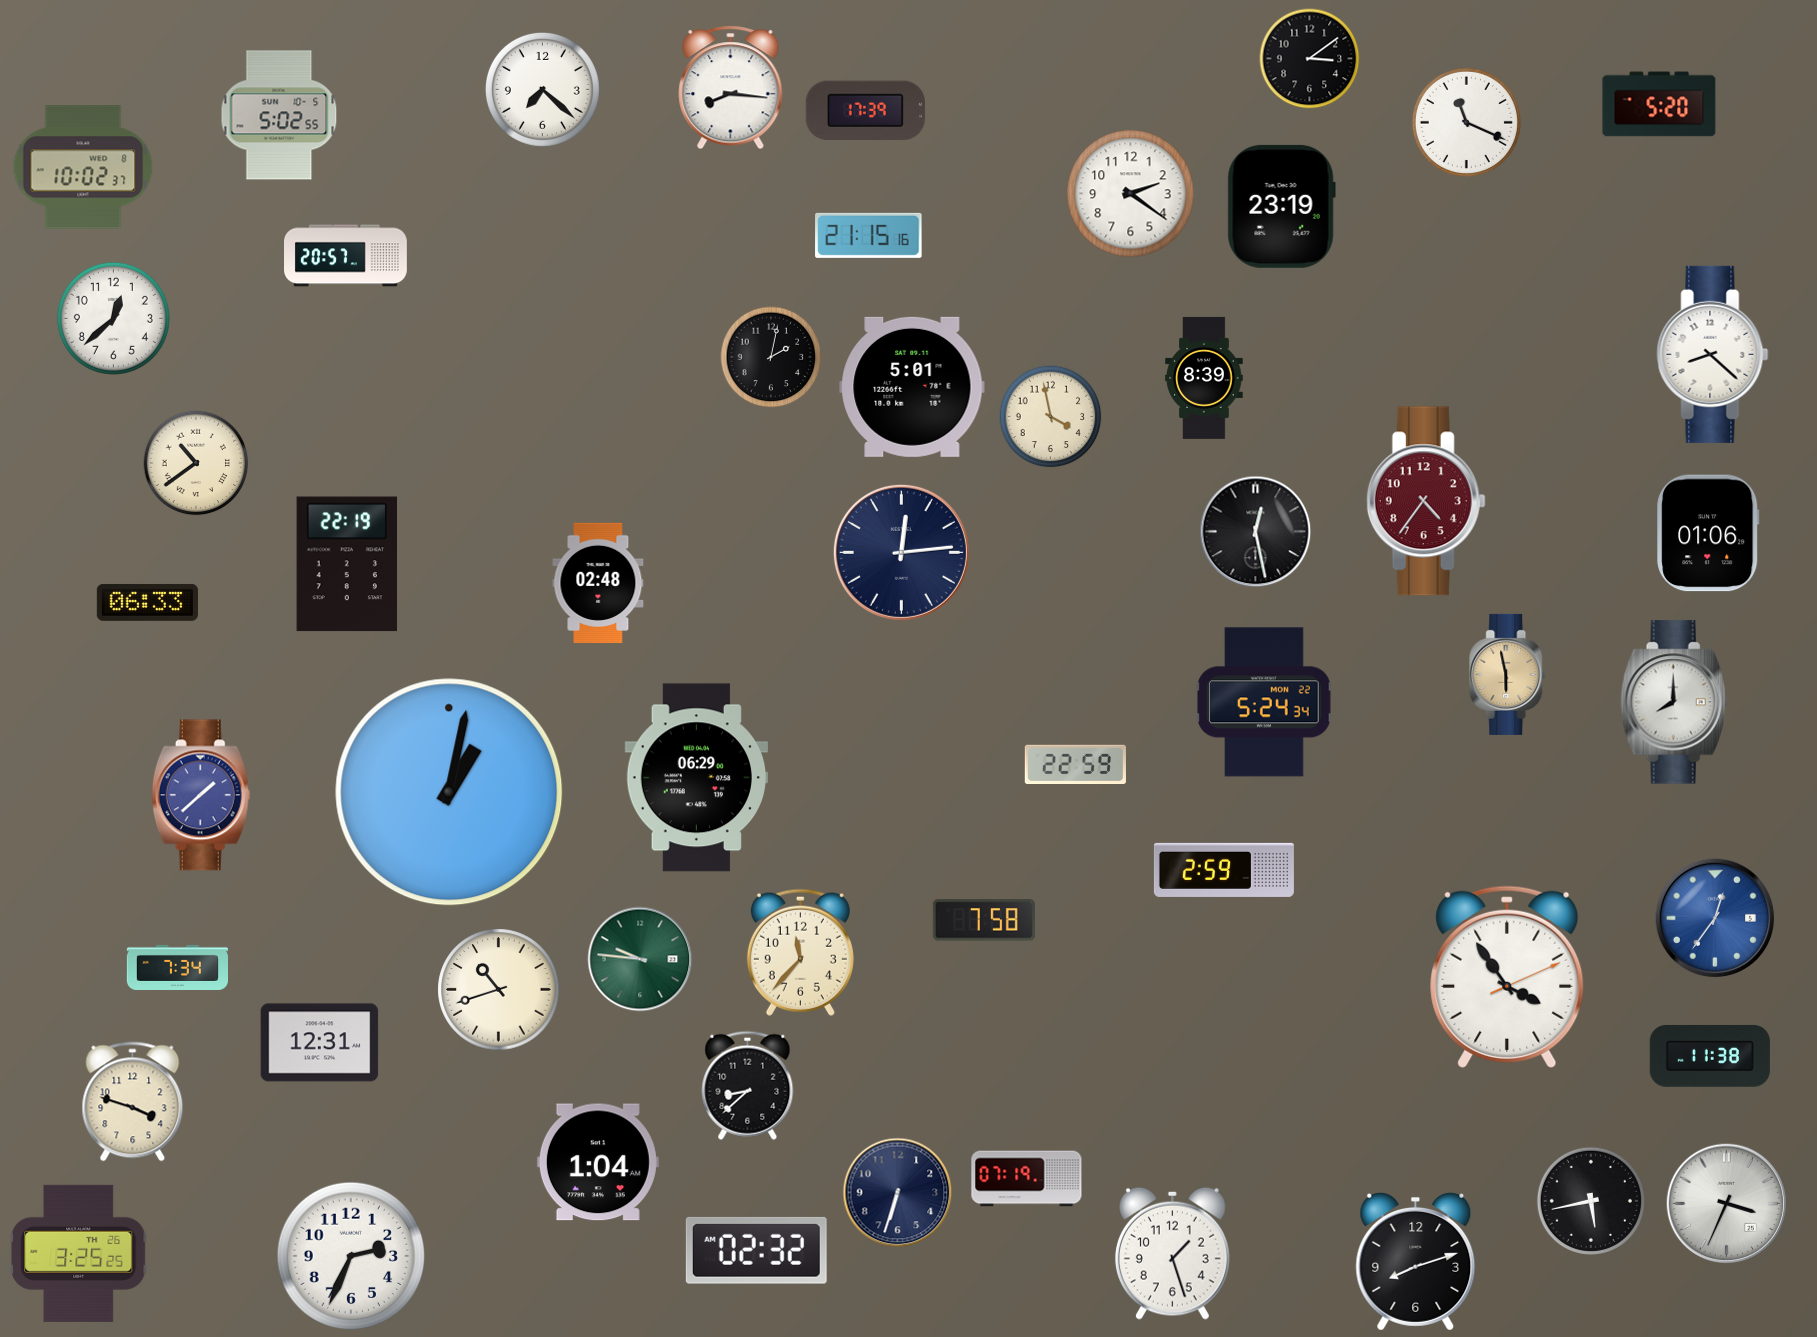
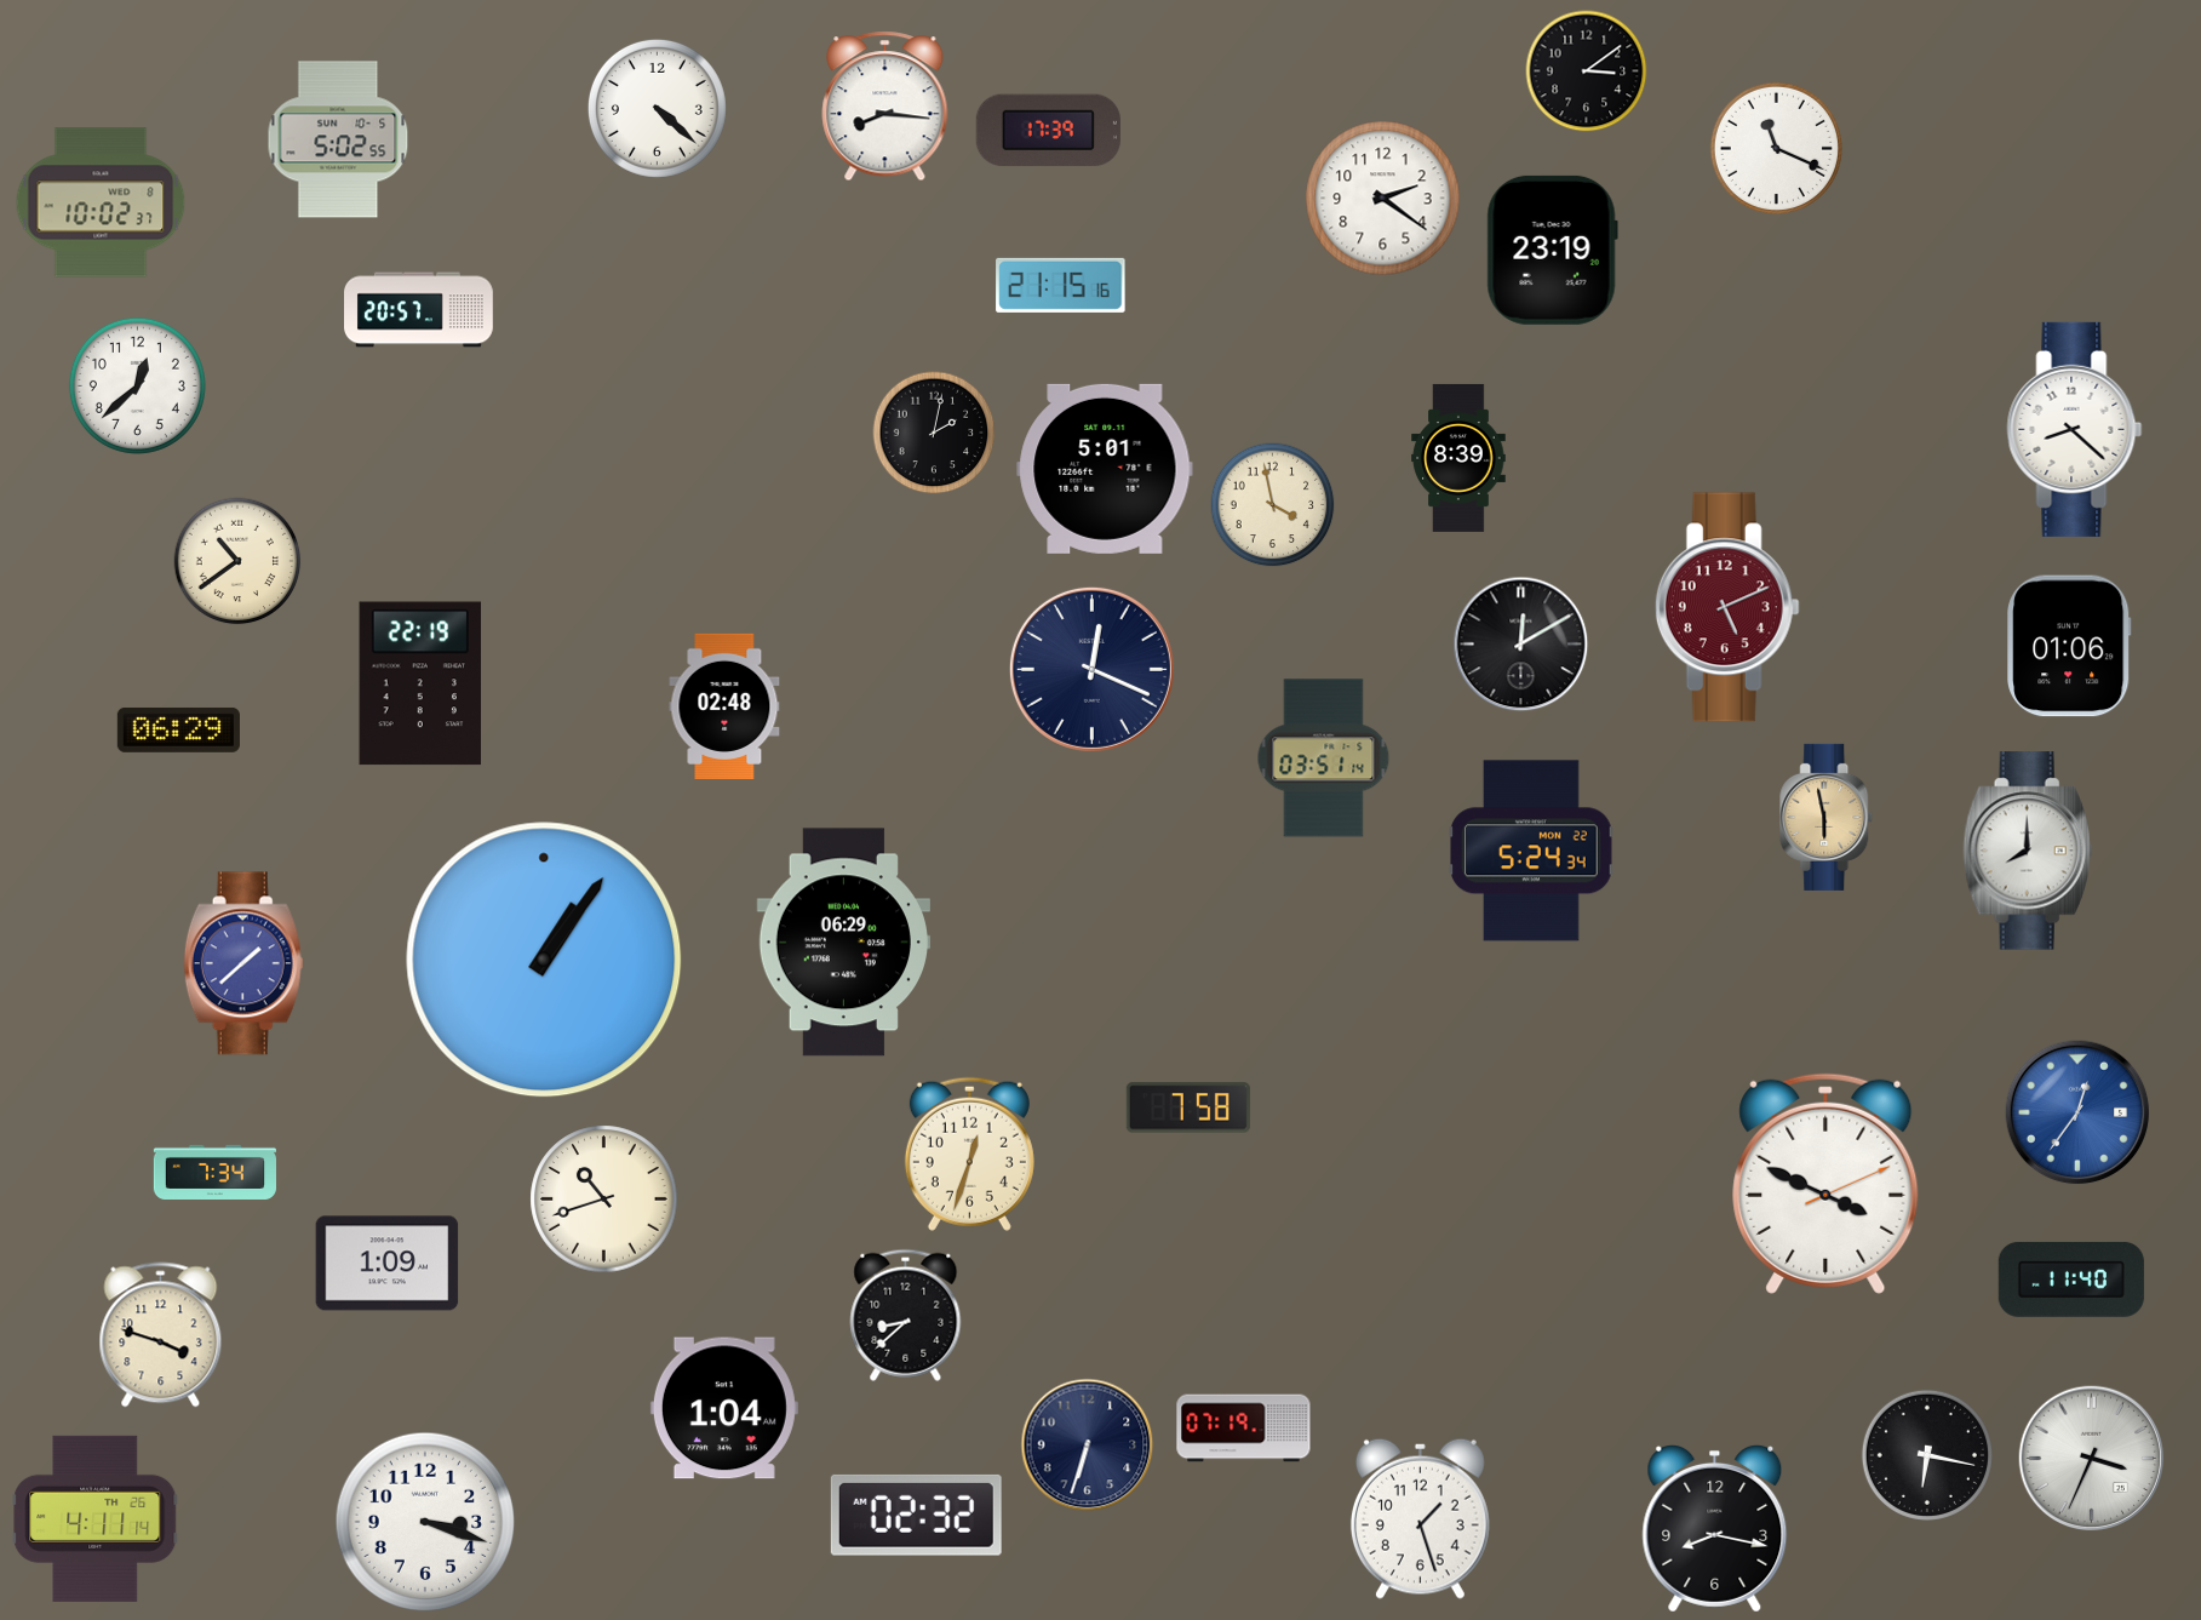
clock at (542, 89): 7:22 -> 4:22
clock at (1659, 104): 5:20 -> none
clock at (865, 111) position: (865, 111) -> (1048, 131)
clock at (1131, 194) position: (1131, 194) -> (1383, 199)
clock at (869, 235) position: (869, 235) -> (1061, 285)
clock at (1426, 501): 4:36 -> 5:11
clock at (1256, 532): 12:28 -> 12:10
clock at (901, 552): 12:14 -> 12:19
clock at (147, 602): 06:33 -> 06:29
clock at (1324, 759): none -> 03:51
clock at (1075, 764): 22:59 -> none
clock at (449, 792): 1:02 -> 1:06
clock at (1224, 870): 2:59 -> none
clock at (984, 920) position: (984, 920) -> (1188, 1107)
clock at (800, 952): 11:37 -> 12:33
clock at (640, 959): 9:46 -> none
clock at (1507, 977): 3:54 -> 3:49
clock at (320, 1043): 12:31 -> 1:09
clock at (1710, 1056): 11:38 -> 11:40
clock at (1591, 1201): 5:43 -> 6:17
clock at (79, 1253): 3:25 -> 4:11
clock at (351, 1256): 2:34 -> 3:18
clock at (1416, 1261): 8:12 -> 8:17
